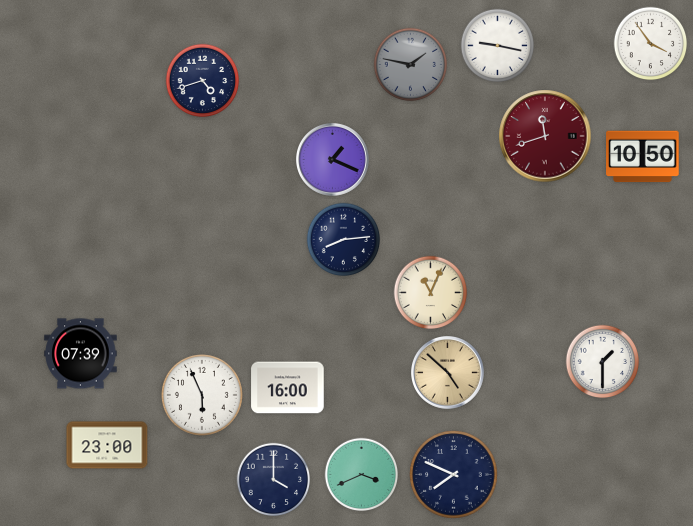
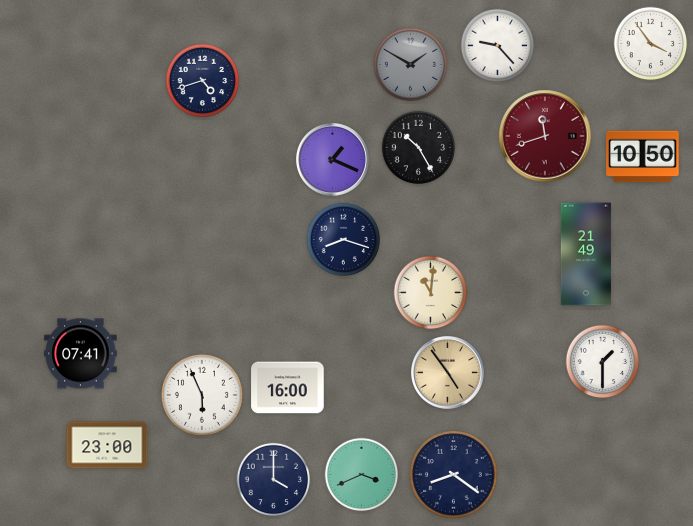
clock at (498, 46): 9:17 -> 9:23
clock at (411, 65): 1:47 -> 1:50
clock at (419, 148): none -> 10:25
clock at (344, 240): 8:14 -> 8:18
clock at (586, 254): none -> 21:49
clock at (431, 293): 11:04 -> 11:01
clock at (81, 354): 07:39 -> 07:41
clock at (448, 373): 4:52 -> 4:54
clock at (454, 475): 7:49 -> 8:21
